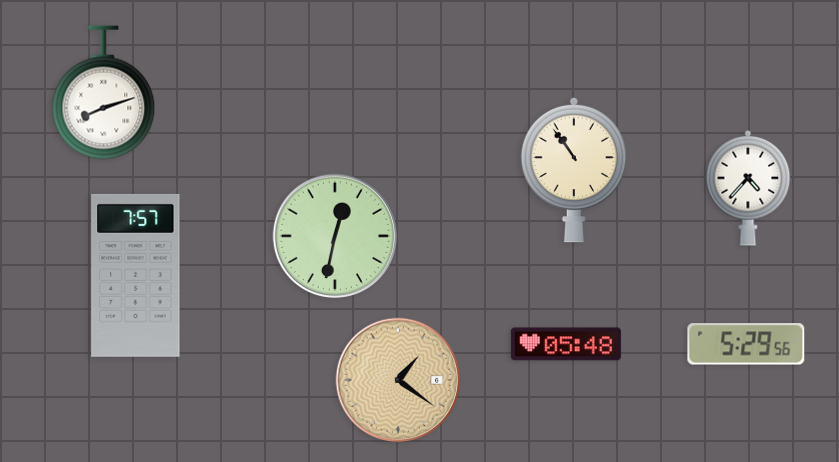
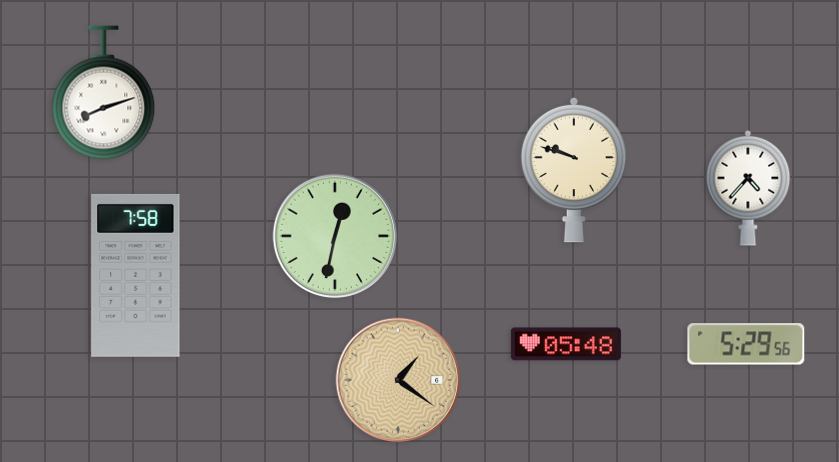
clock at (573, 170): 10:54 -> 9:48
clock at (136, 275): 7:57 -> 7:58
